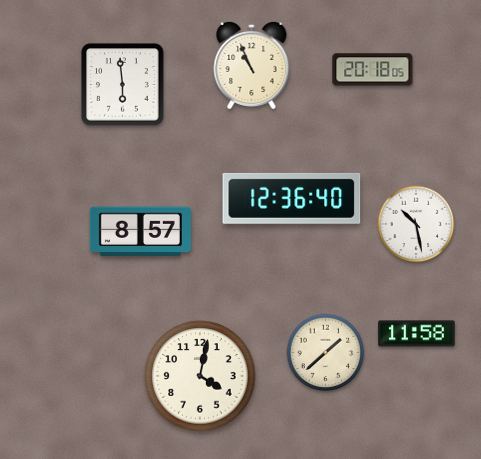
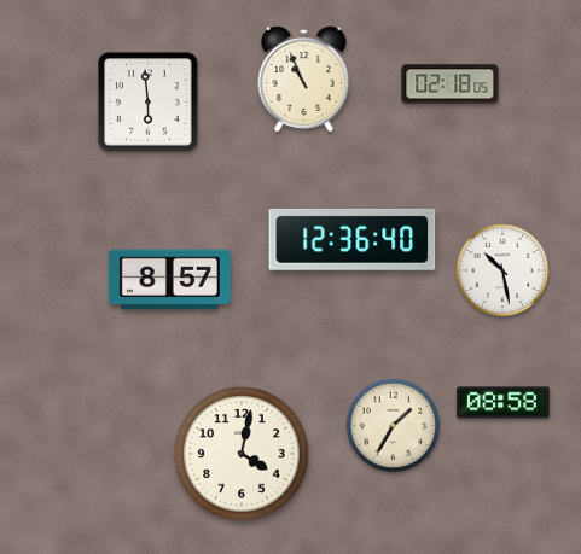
clock at (373, 70): 20:18 -> 02:18
clock at (417, 334): 11:58 -> 08:58
clock at (326, 353): 1:38 -> 1:35
